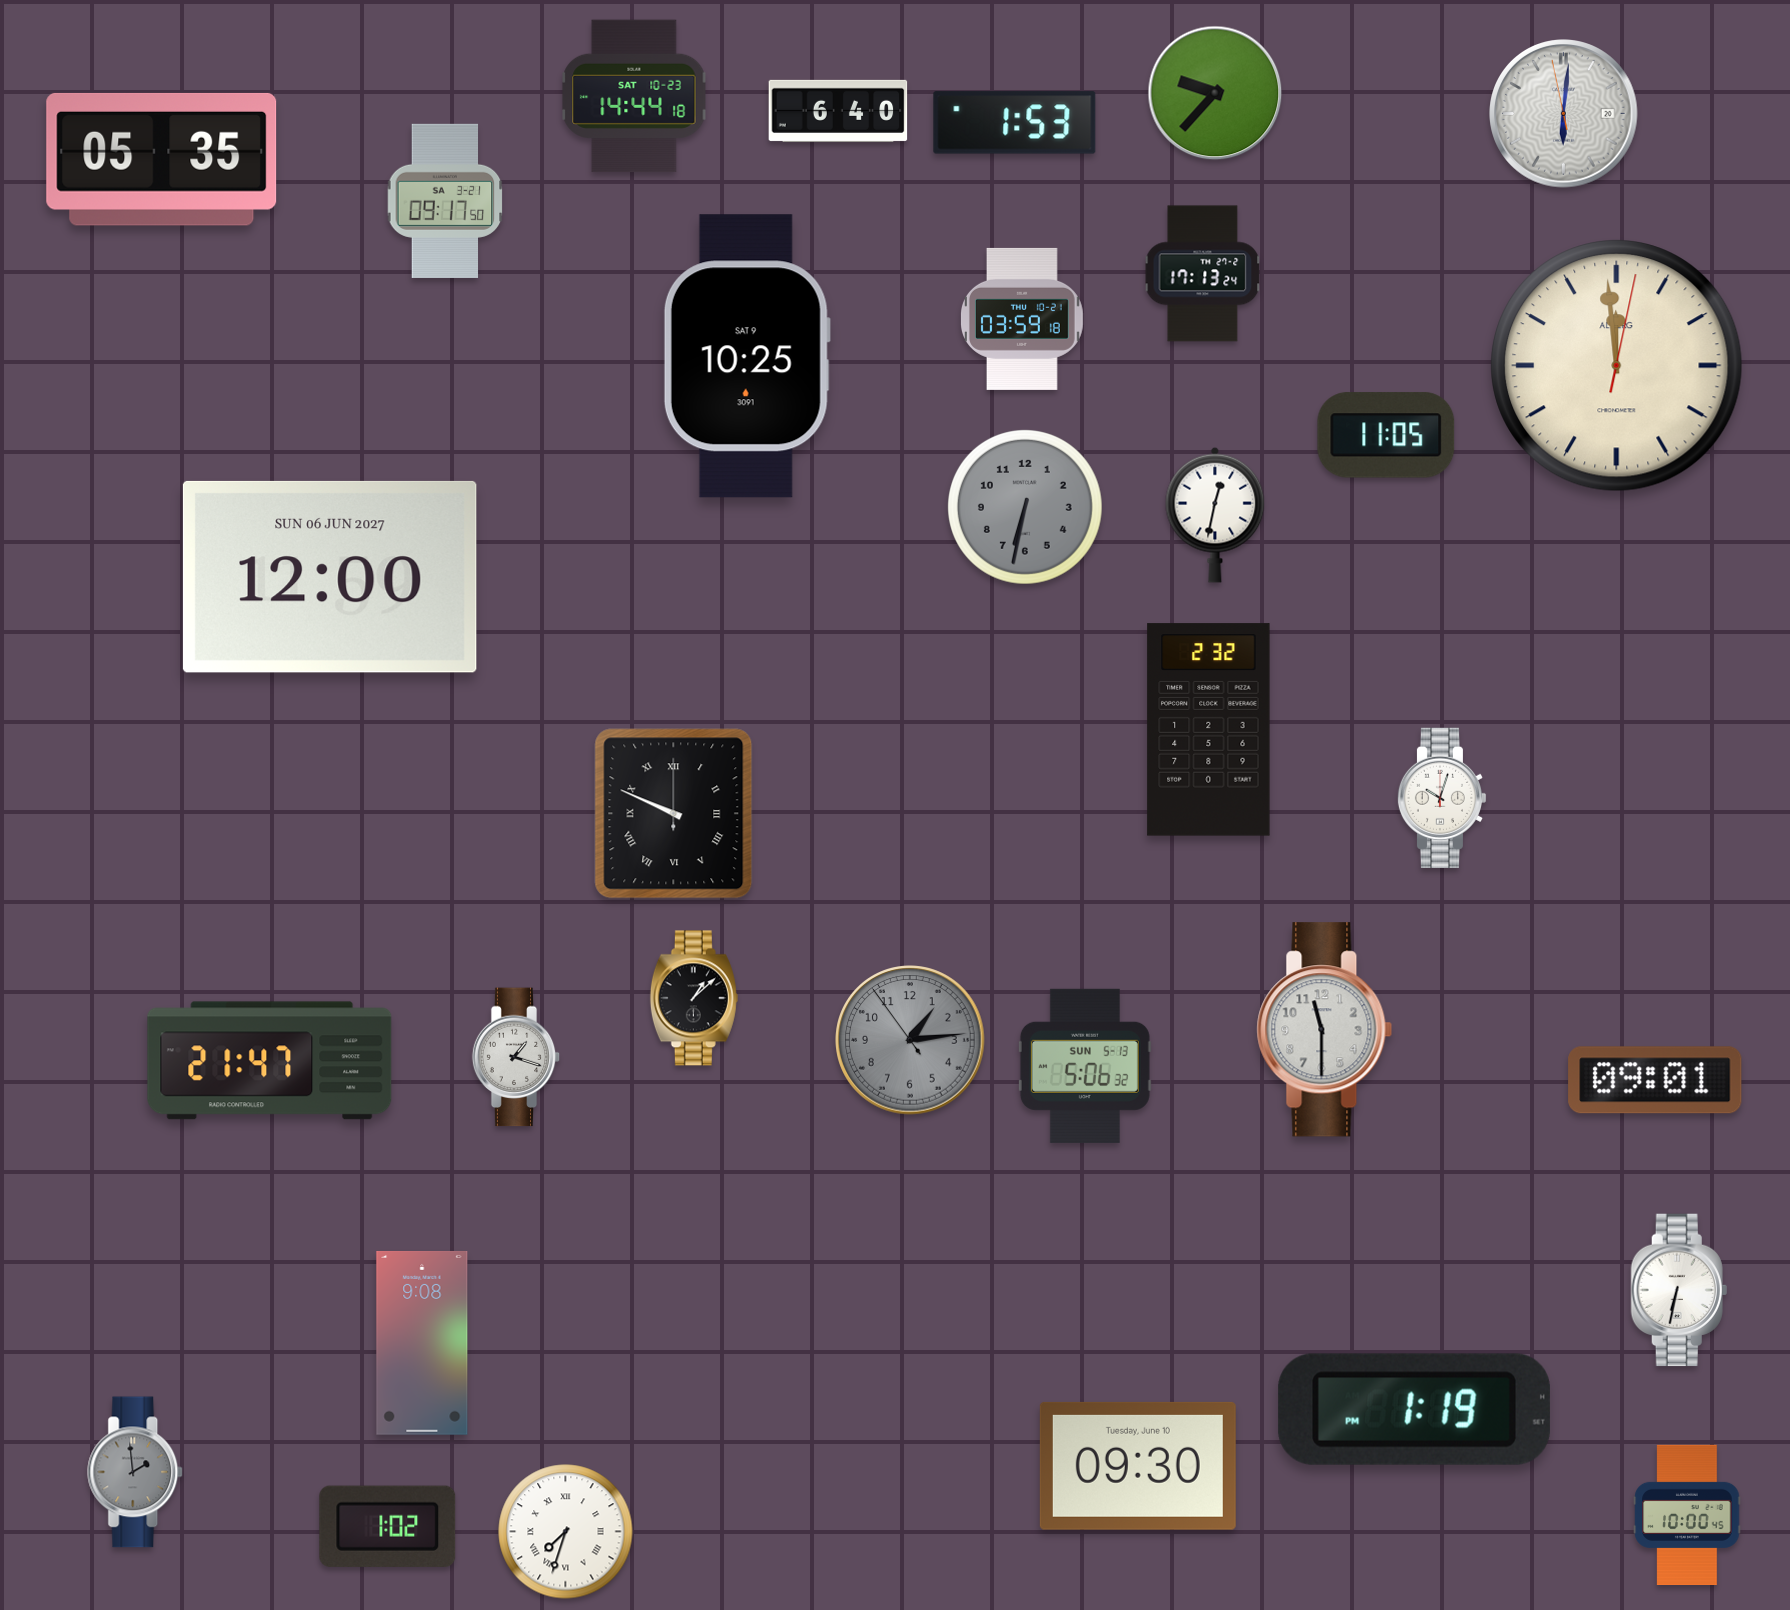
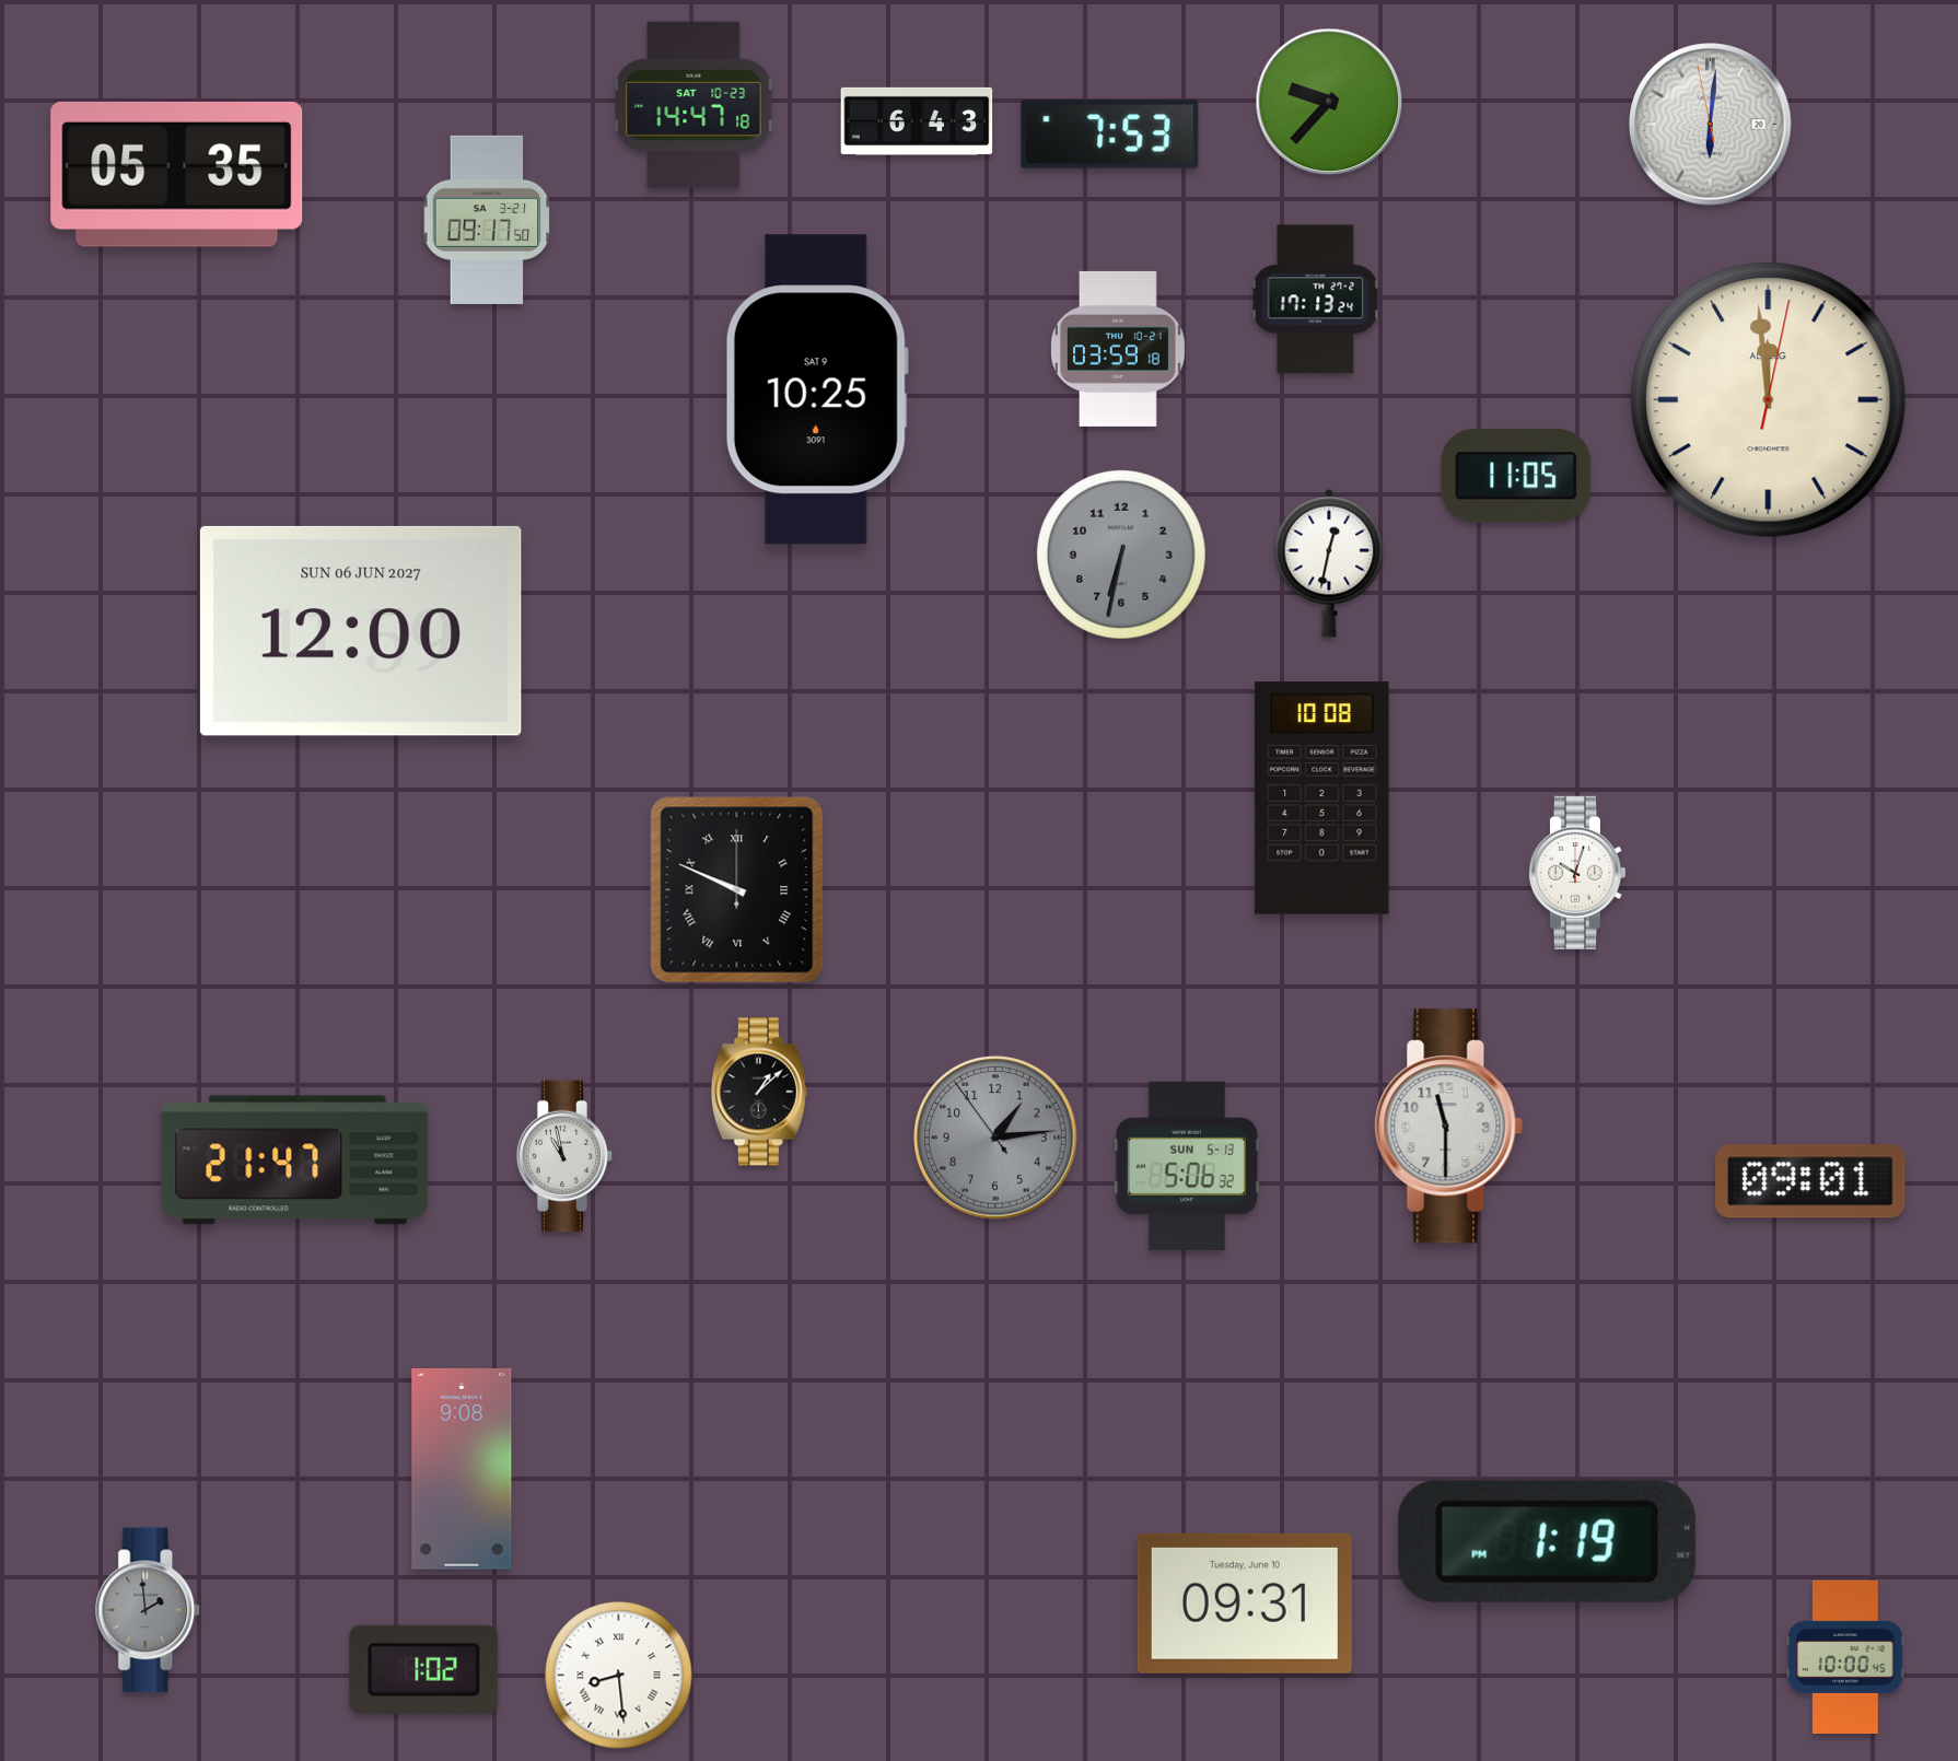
clock at (634, 96): 14:44 -> 14:47
clock at (838, 111): 6:40 -> 6:43
clock at (1015, 123): 1:53 -> 7:53
clock at (1209, 730): 2:32 -> 10:08
clock at (516, 1057): 1:18 -> 10:58
clock at (1679, 1290): 6:32 -> none
clock at (1138, 1466): 09:30 -> 09:31
clock at (566, 1532): 7:33 -> 8:29
